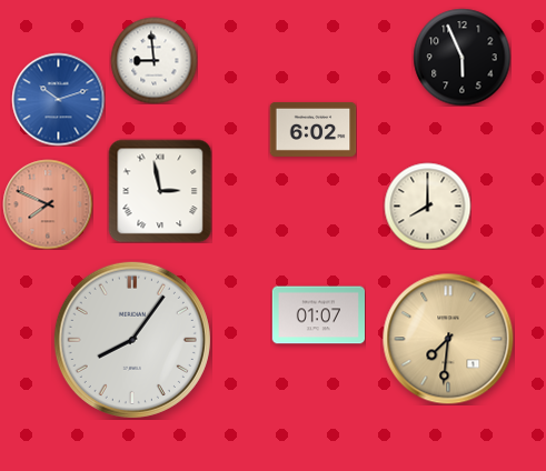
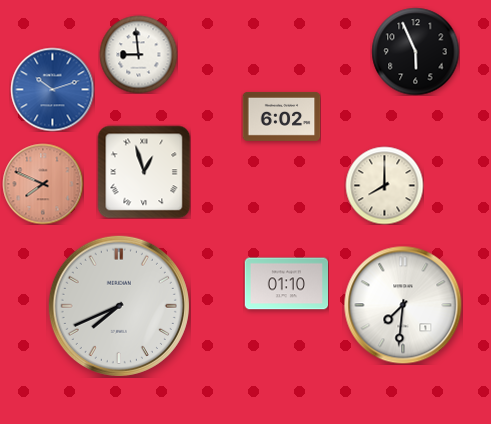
clock at (160, 191): 2:58 -> 12:57
clock at (318, 315): 01:07 -> 01:10
clock at (448, 339) dial: champagne -> white
clock at (132, 340): 8:06 -> 7:41
